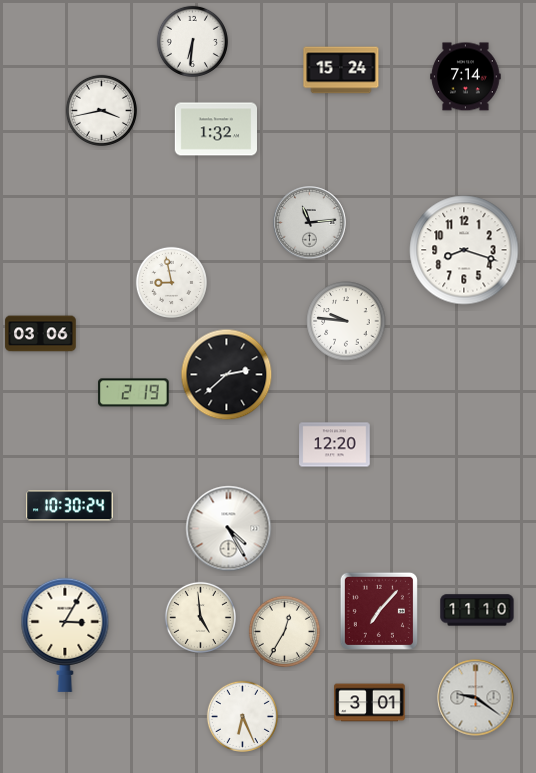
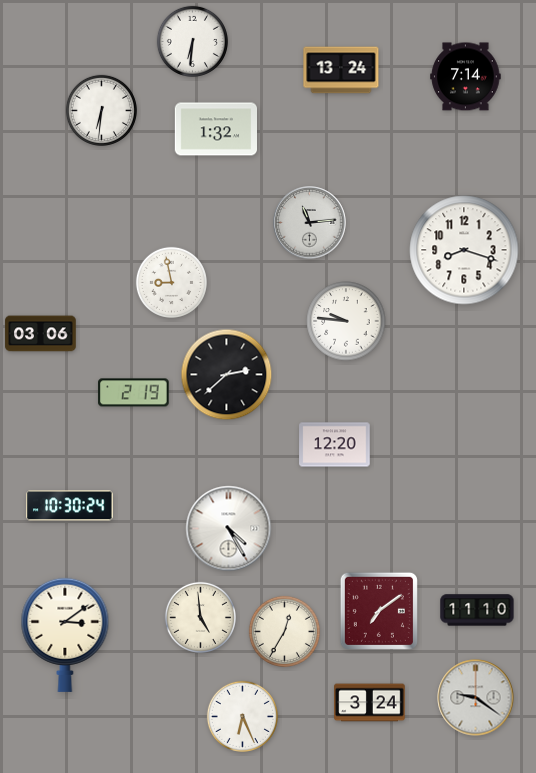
clock at (341, 70): 15:24 -> 13:24
clock at (101, 110): 3:43 -> 6:31
clock at (379, 611): 7:07 -> 7:09
clock at (65, 635): 3:05 -> 3:09
clock at (370, 703): 3:01 -> 3:24
